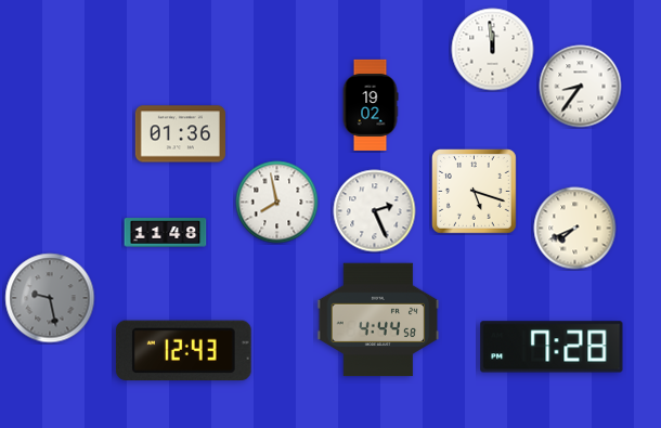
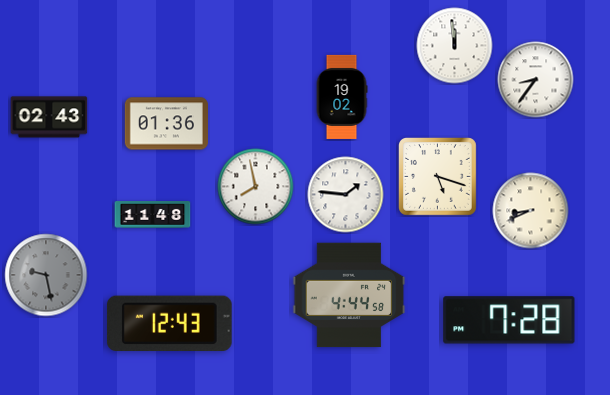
clock at (49, 117): none -> 02:43
clock at (375, 211): 2:26 -> 1:46
clock at (575, 229): 7:41 -> 8:41
